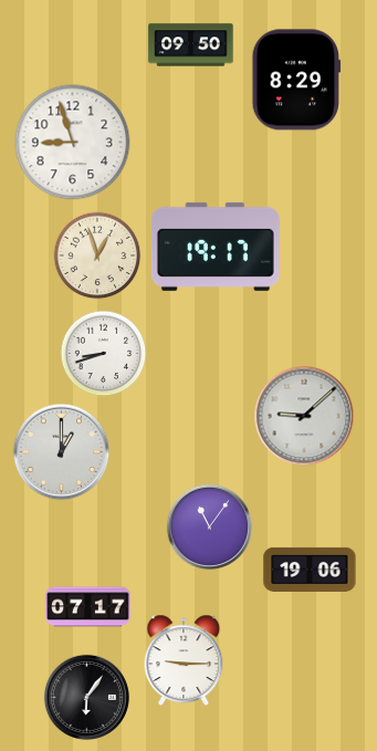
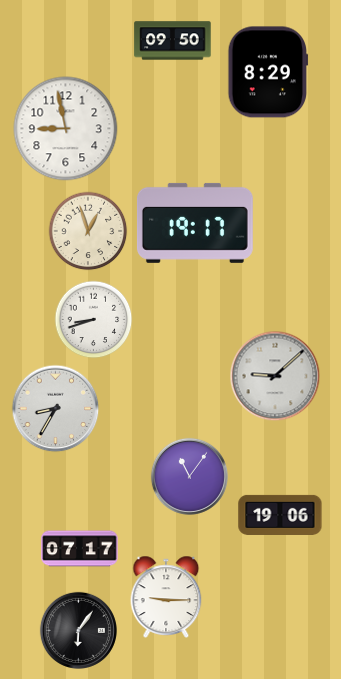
clock at (73, 143): 8:57 -> 8:58
clock at (61, 451): 1:00 -> 8:35
